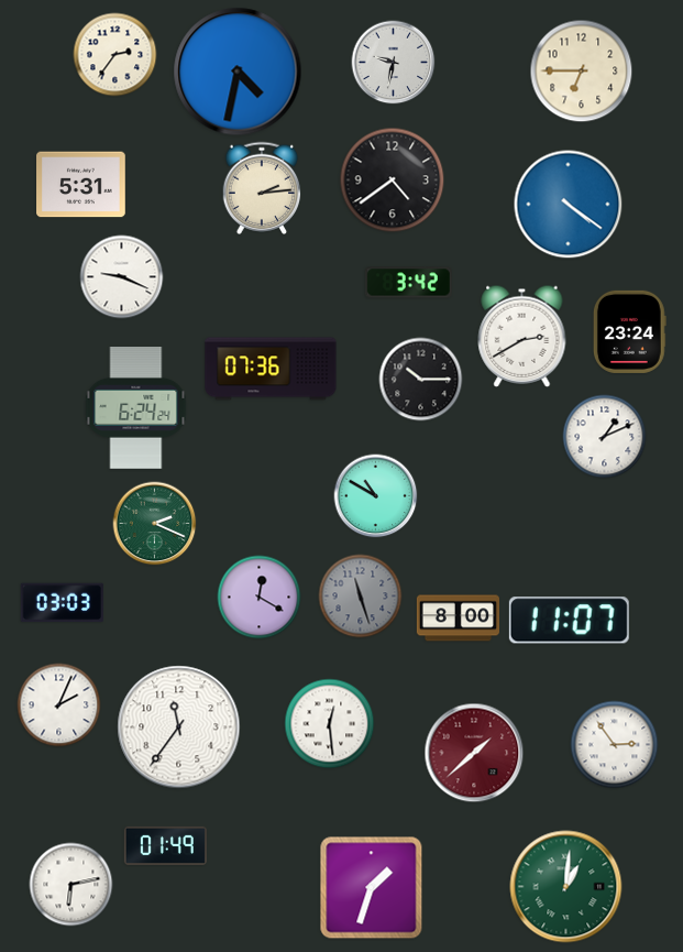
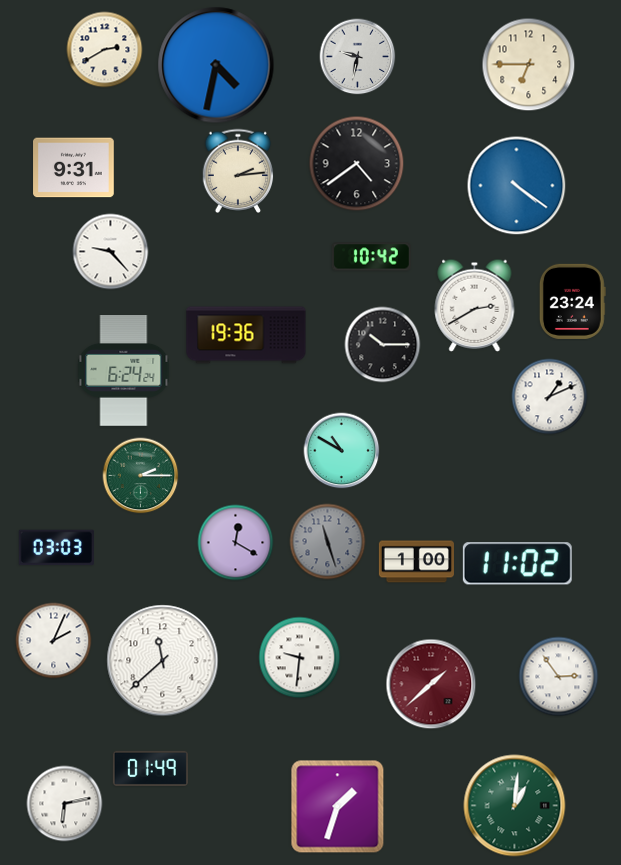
clock at (115, 55): 2:36 -> 2:40
clock at (81, 185): 5:31 -> 9:31
clock at (122, 277): 9:19 -> 9:23
clock at (408, 283): 3:42 -> 10:42
clock at (271, 369): 07:36 -> 19:36
clock at (155, 524): 2:19 -> 2:15
clock at (458, 619): 8:00 -> 1:00
clock at (569, 621): 11:07 -> 11:02
clock at (330, 724): 12:29 -> 9:31
clock at (179, 727): 11:36 -> 11:38
